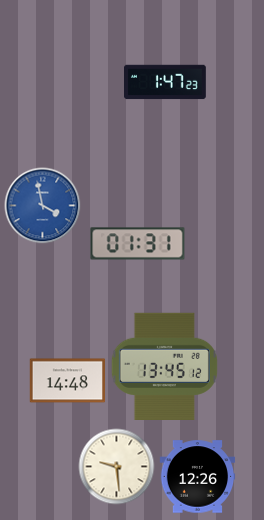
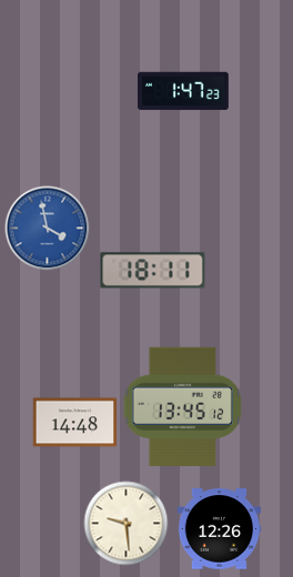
clock at (138, 244): 01:31 -> 18:11
clock at (117, 467) position: (117, 467) -> (127, 524)
